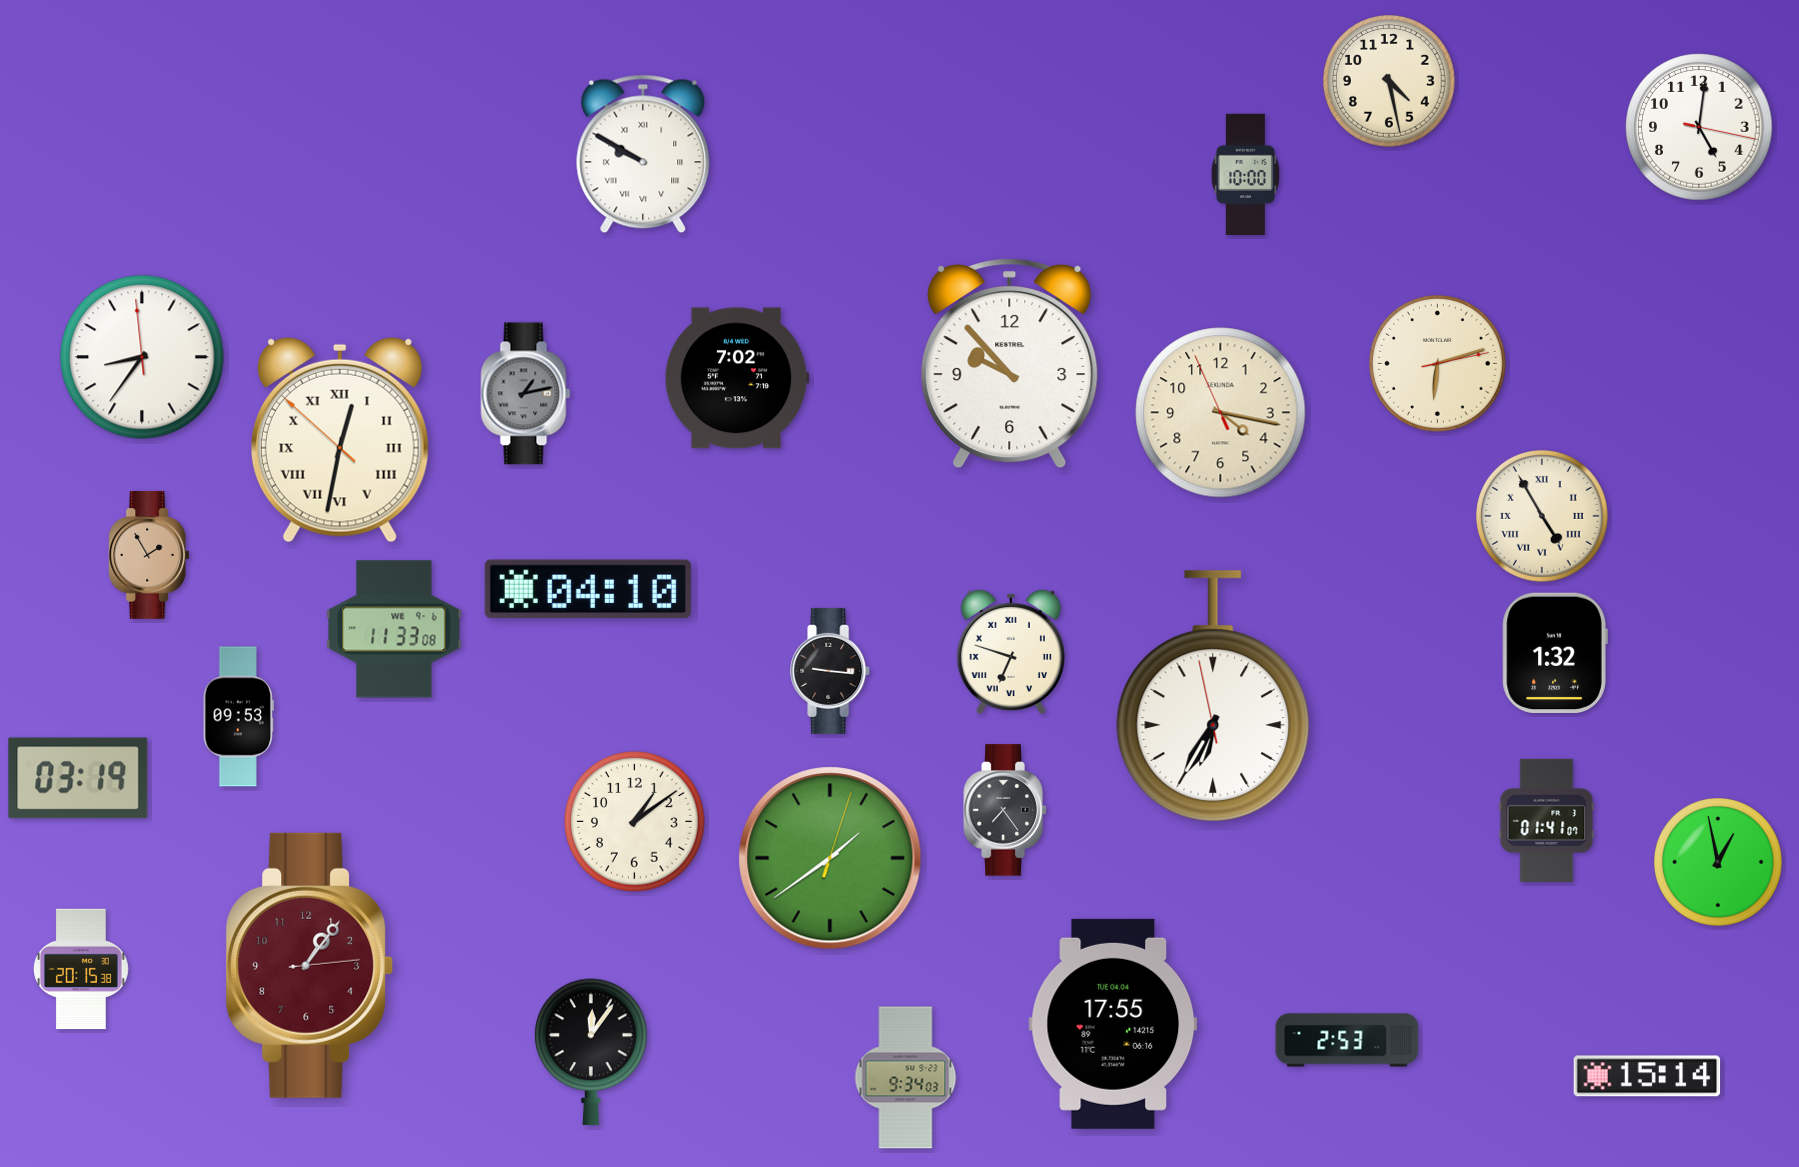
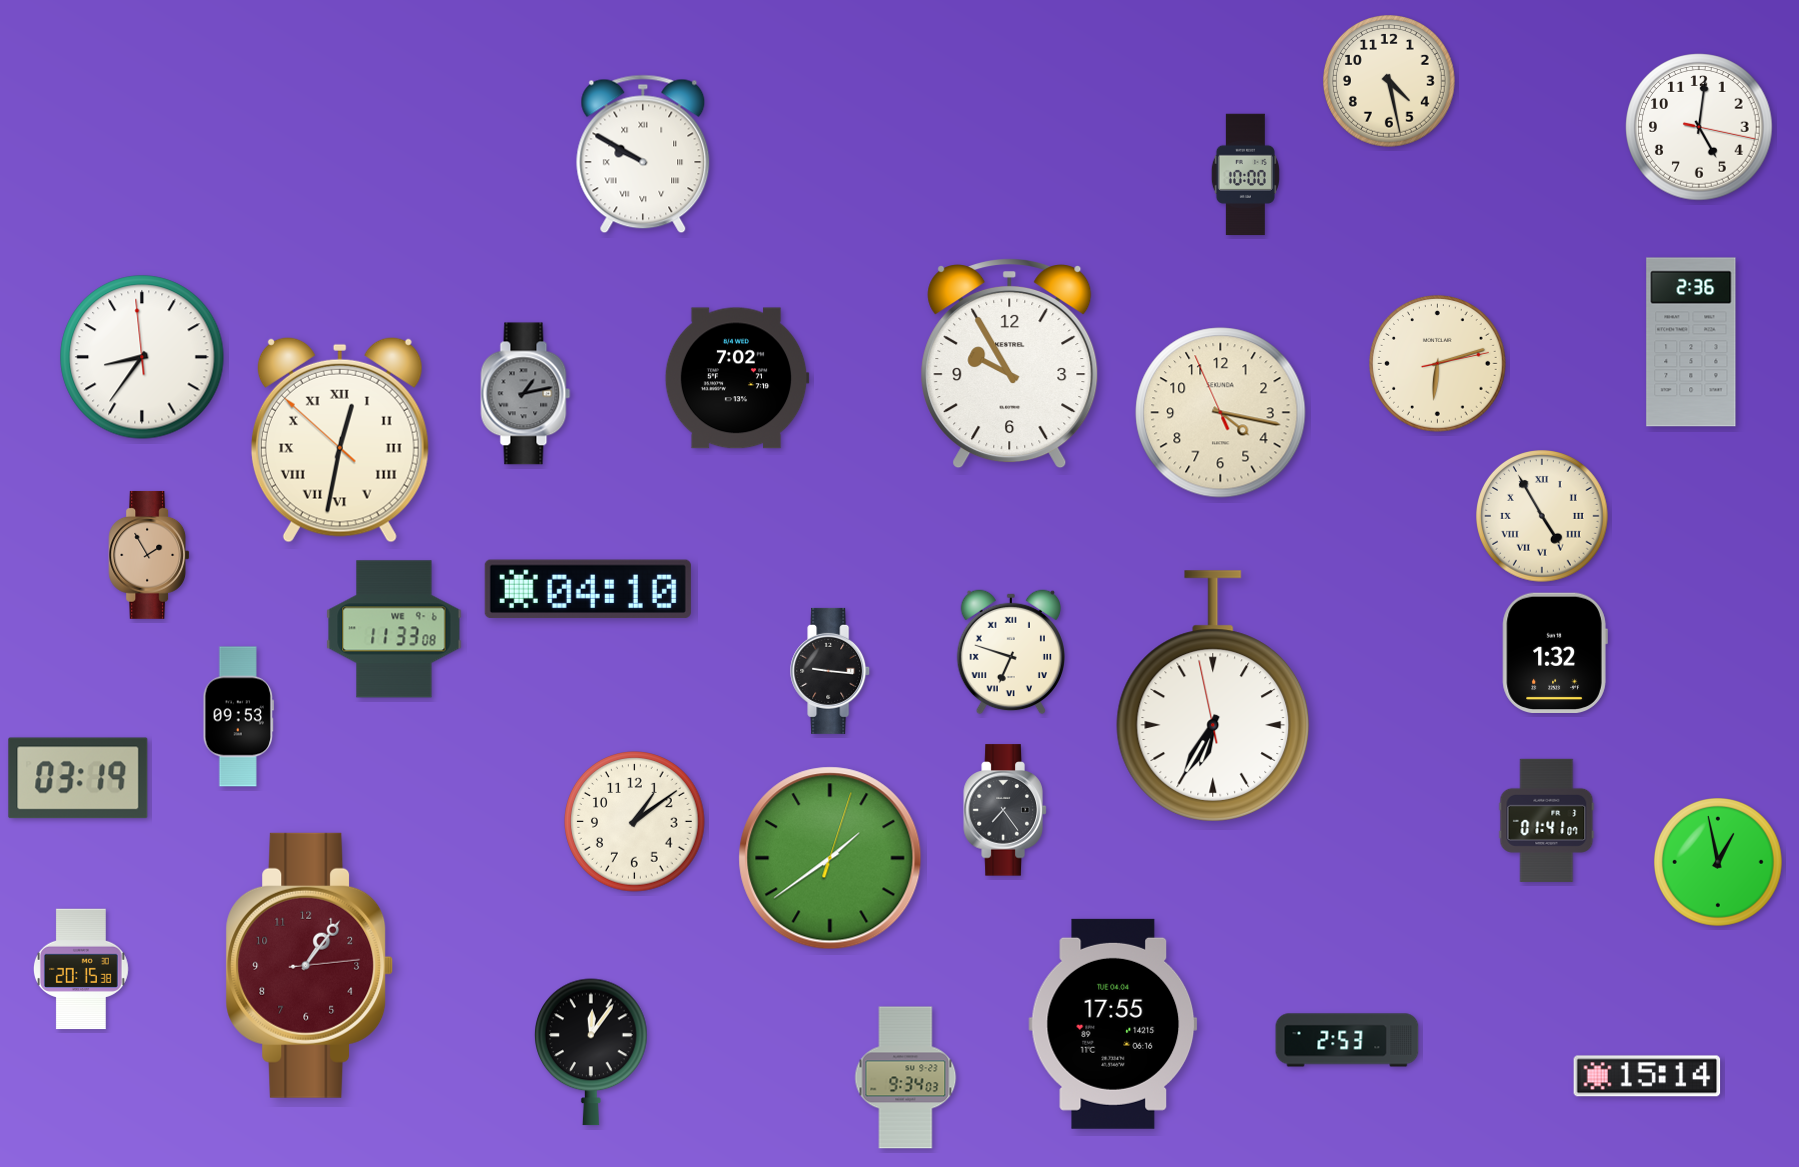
clock at (1691, 342): none -> 2:36
clock at (1010, 364): 9:53 -> 9:55
